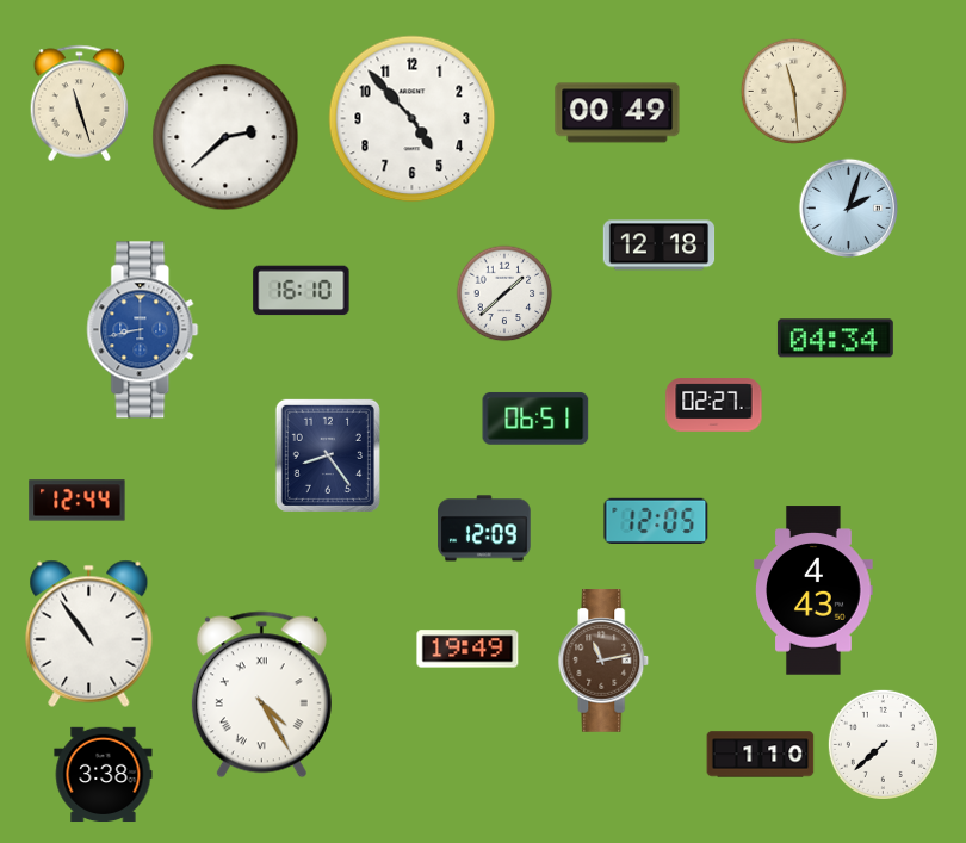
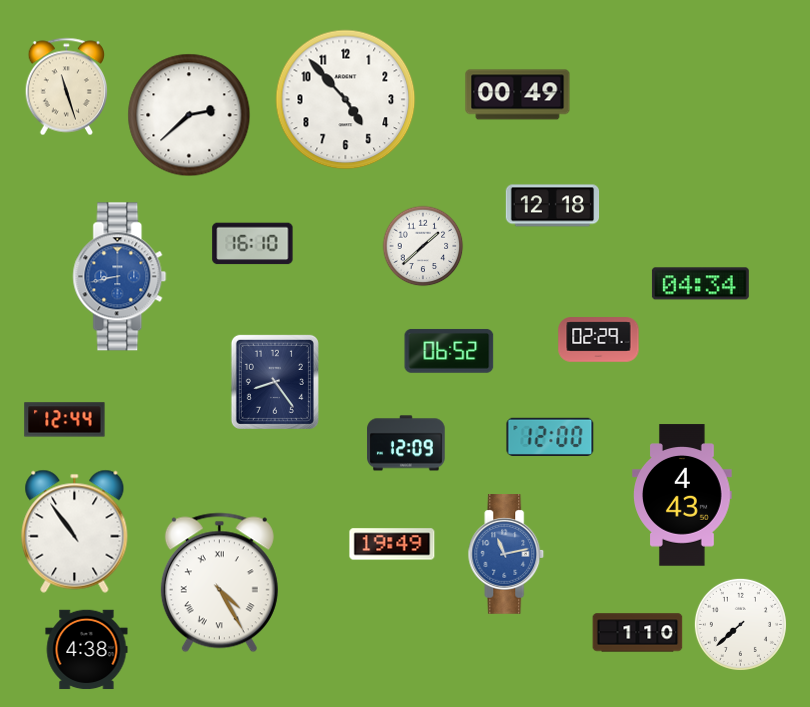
clock at (793, 91): 11:29 -> none
clock at (849, 209): 2:03 -> none
clock at (714, 405): 02:27 -> 02:29
clock at (535, 419): 06:51 -> 06:52
clock at (656, 520): 12:05 -> 12:00
clock at (603, 661) dial: brown -> blue
clock at (104, 775): 3:38 -> 4:38
